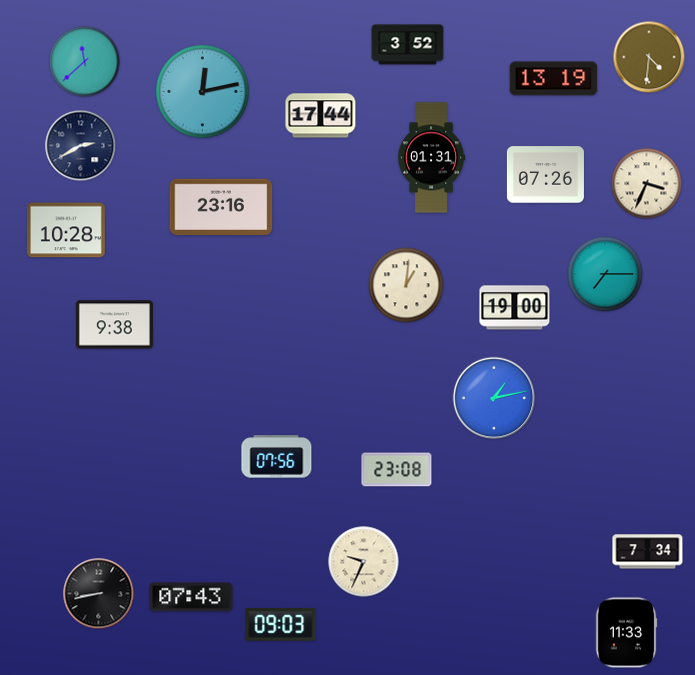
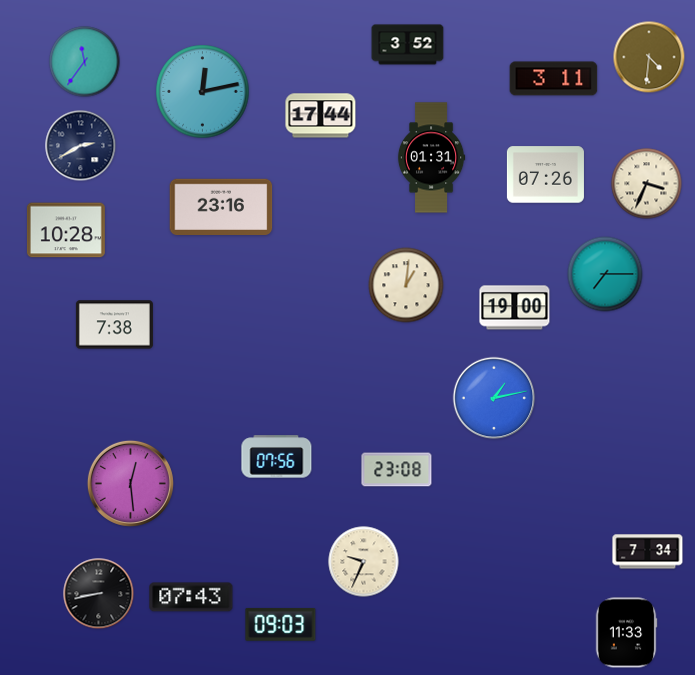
clock at (85, 62): 11:38 -> 11:36
clock at (554, 79): 13:19 -> 3:11
clock at (114, 325): 9:38 -> 7:38
clock at (130, 483): none -> 12:29
